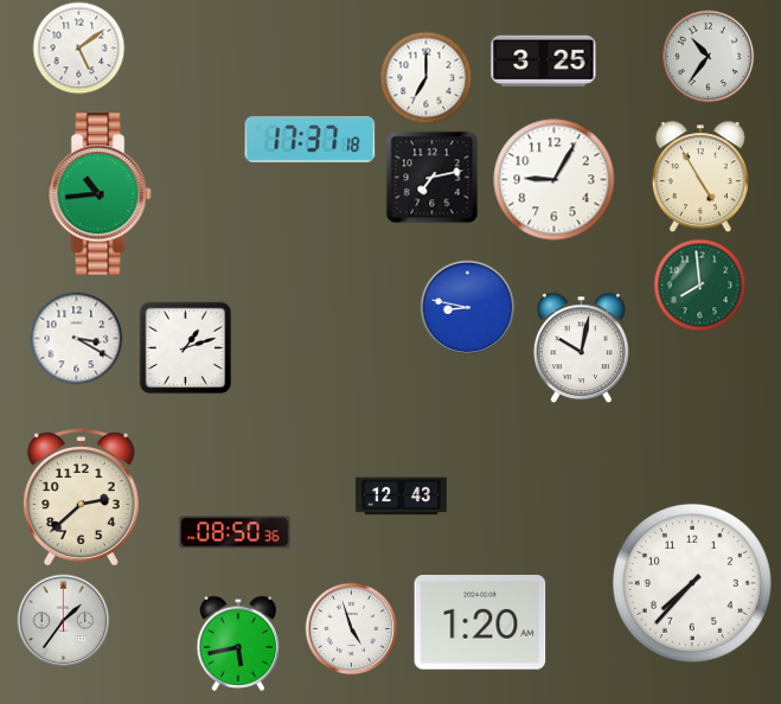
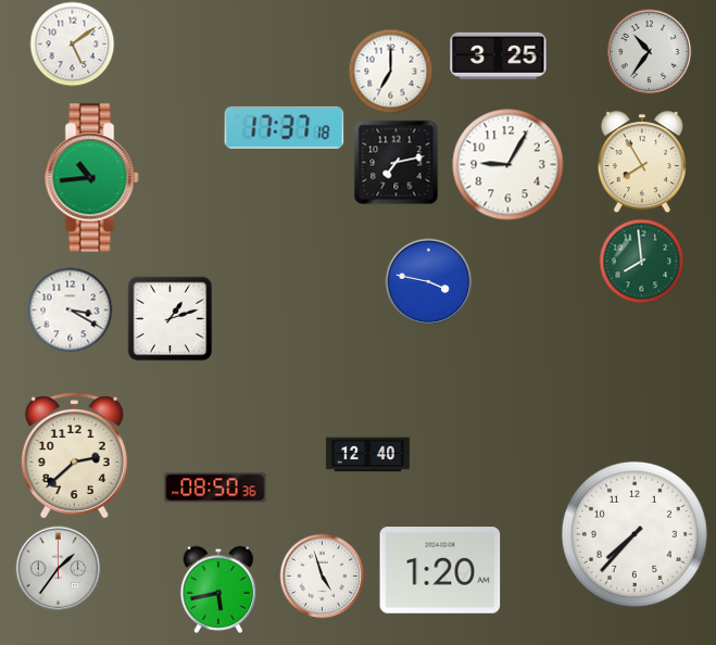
clock at (700, 177): 4:55 -> 7:55
clock at (467, 307): 8:47 -> 3:47
clock at (581, 347): 10:02 -> none
clock at (401, 497): 12:43 -> 12:40
